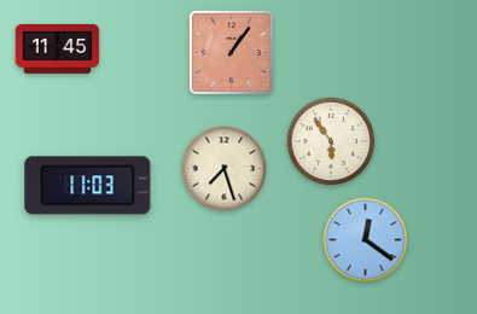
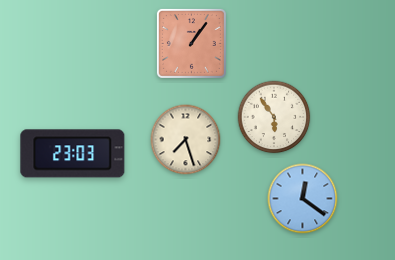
clock at (58, 50): 11:45 -> none
clock at (88, 186): 11:03 -> 23:03
